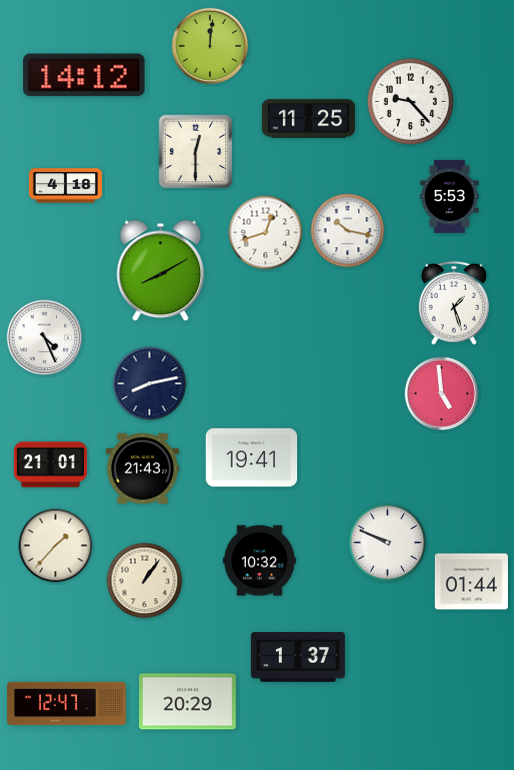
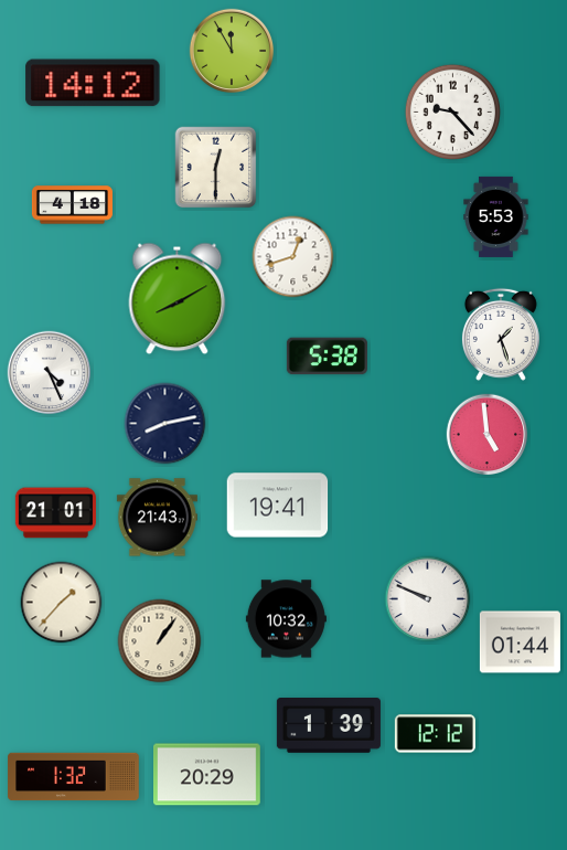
clock at (210, 46): 12:01 -> 11:55
clock at (308, 119): 11:25 -> none
clock at (348, 231): 10:17 -> none
clock at (327, 357): none -> 5:38
clock at (298, 658): 1:37 -> 1:39
clock at (435, 734): none -> 12:12
clock at (67, 704): 12:47 -> 1:32
